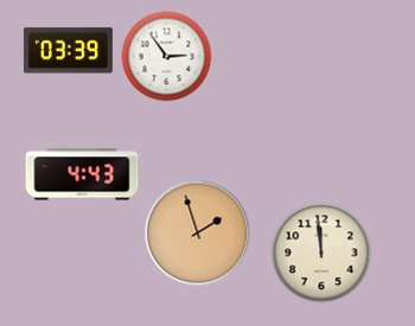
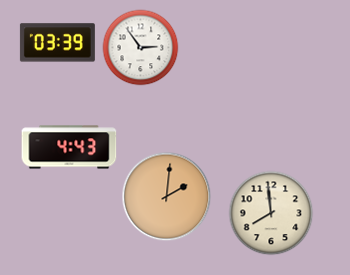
clock at (198, 234): 1:57 -> 2:01
clock at (321, 253): 11:59 -> 7:59
